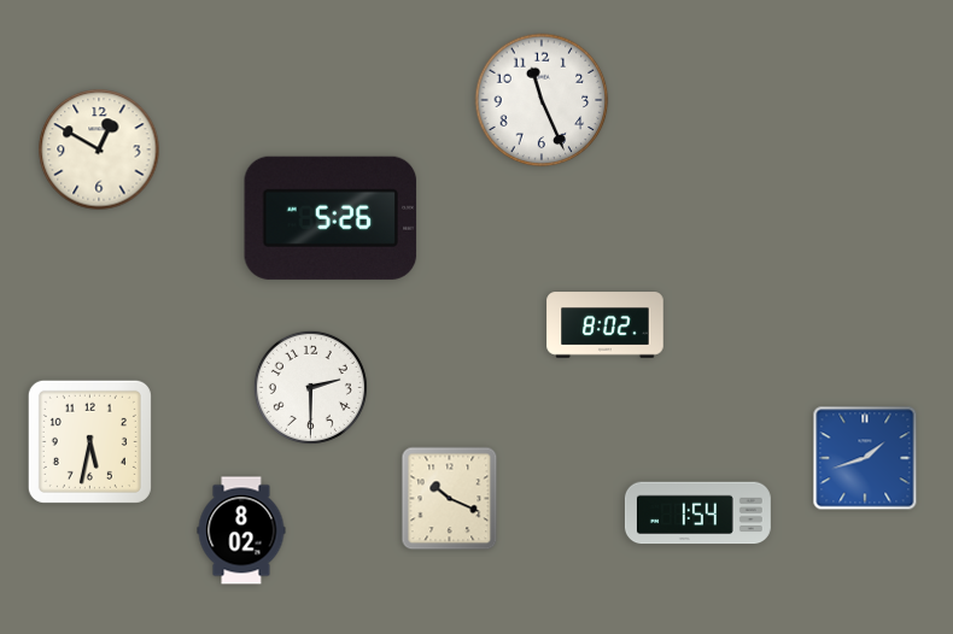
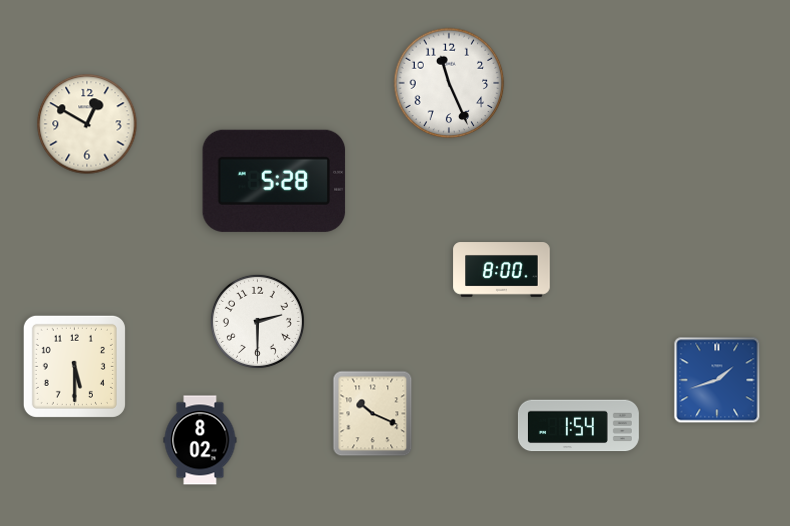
clock at (99, 149) position: (99, 149) -> (87, 124)
clock at (331, 218): 5:26 -> 5:28
clock at (606, 325): 8:02 -> 8:00
clock at (89, 441): 5:32 -> 5:30
